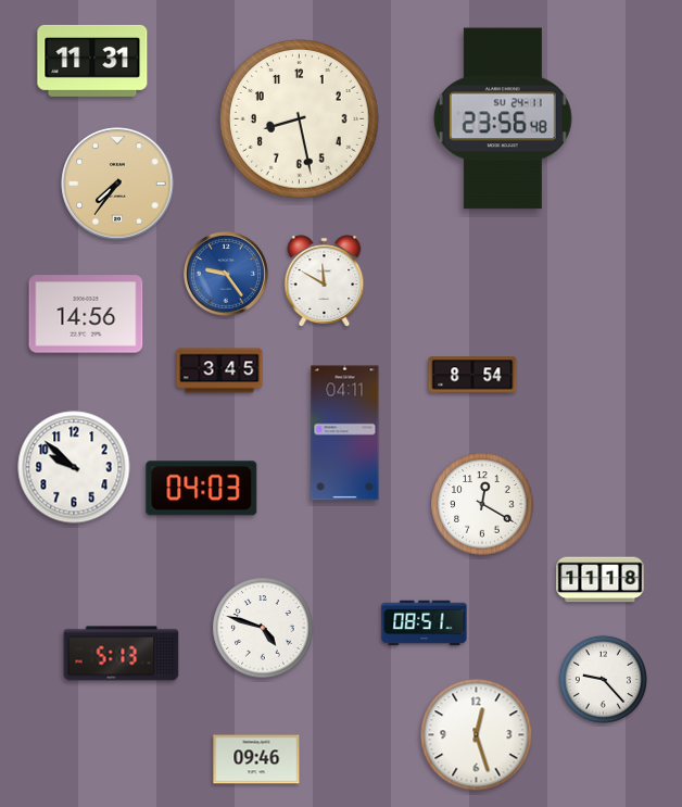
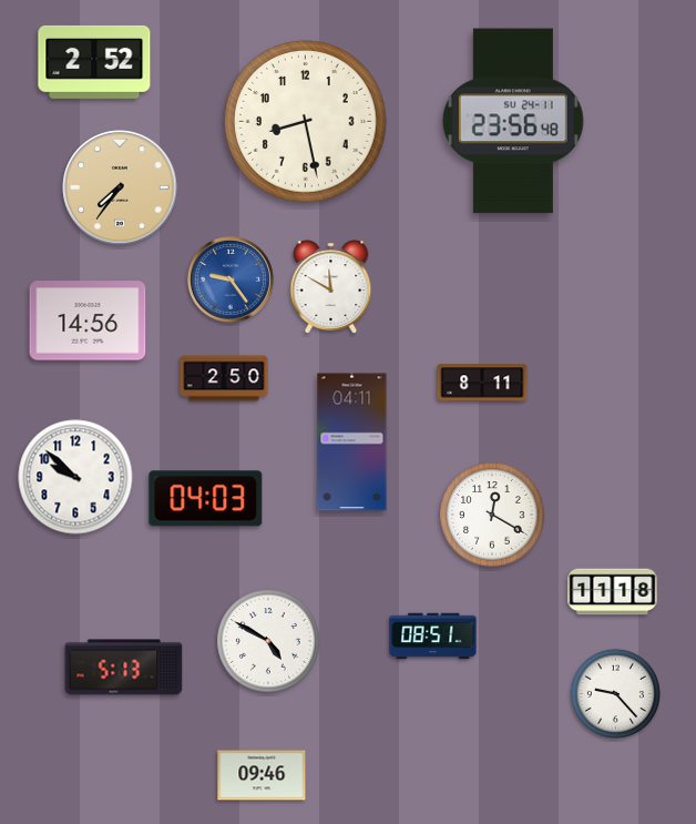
clock at (92, 61): 11:31 -> 2:52
clock at (219, 370): 3:45 -> 2:50
clock at (472, 375): 8:54 -> 8:11
clock at (263, 628): 4:48 -> 4:50
clock at (477, 735): 12:27 -> none
